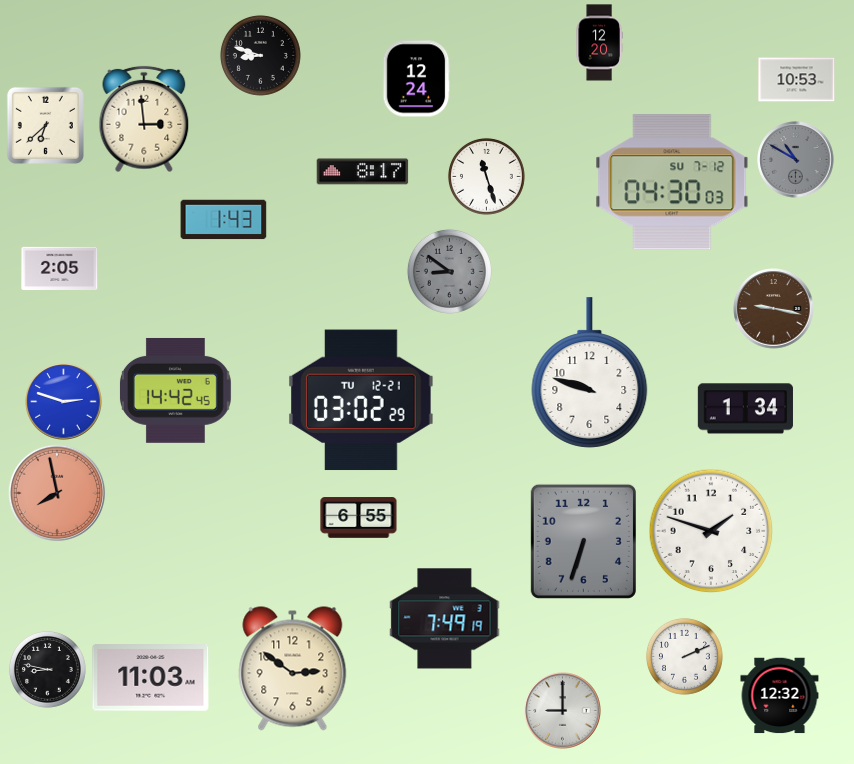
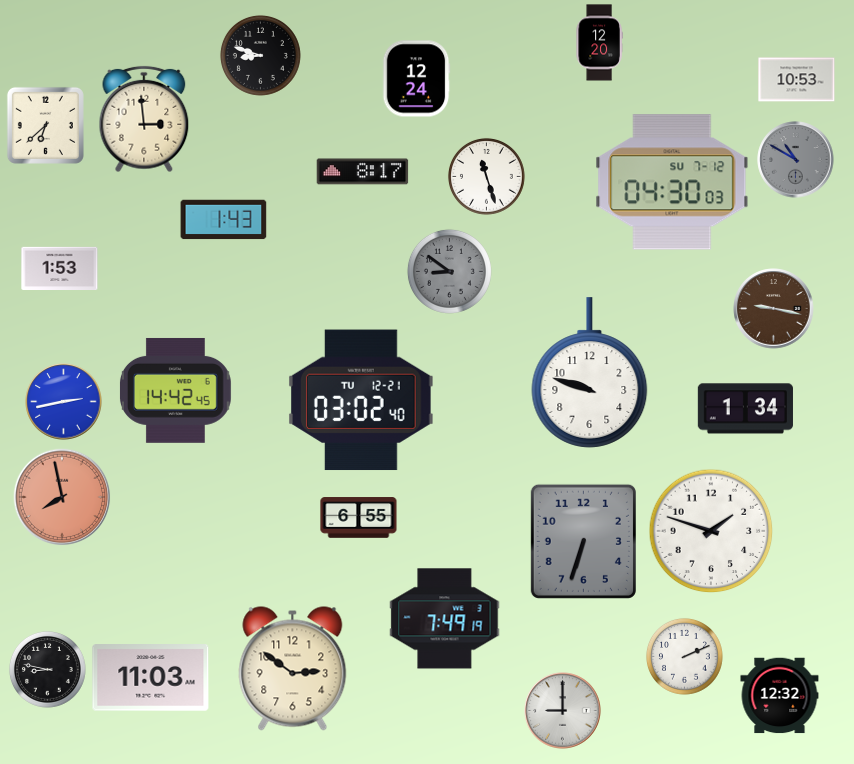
clock at (60, 268): 2:05 -> 1:53
clock at (362, 400): 03:02:29 -> 03:02:40
clock at (64, 402): 2:48 -> 2:43
clock at (57, 493) position: (57, 493) -> (62, 497)
